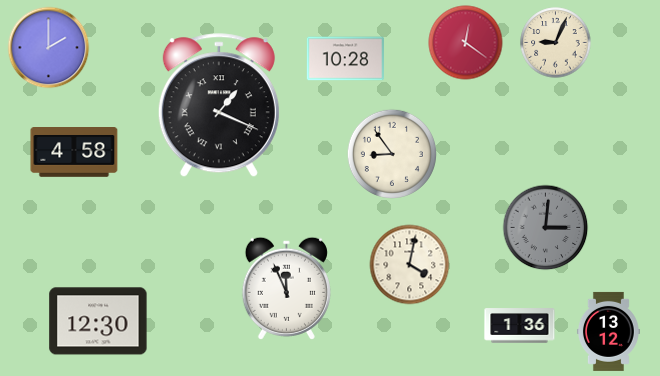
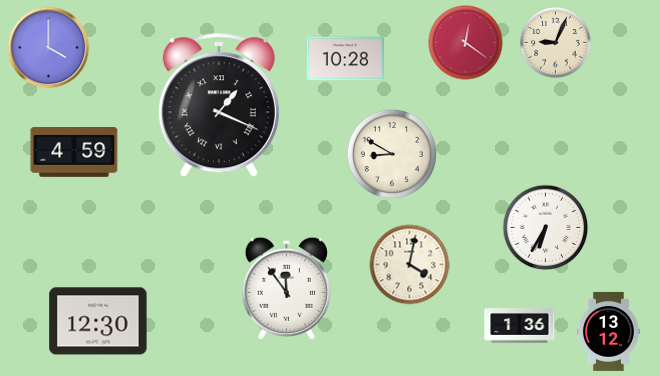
clock at (49, 48): 2:00 -> 4:00
clock at (74, 152): 4:58 -> 4:59
clock at (392, 154): 8:54 -> 8:50
clock at (546, 228): 3:01 -> 6:35
clock at (546, 228) dial: grey -> white
clock at (286, 288): 11:56 -> 11:54
